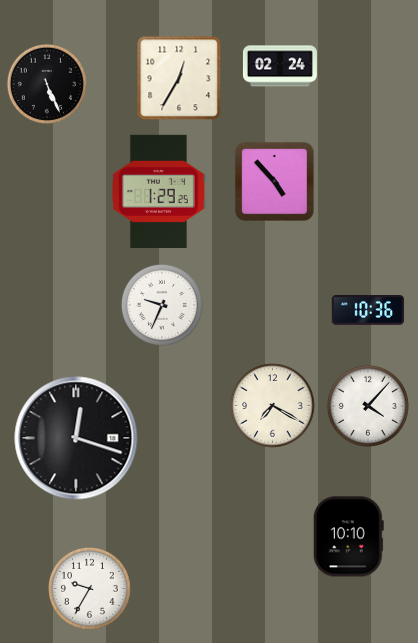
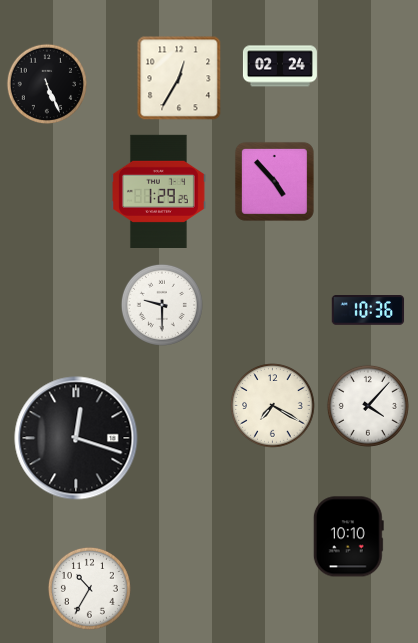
clock at (162, 305): 9:34 -> 9:30
clock at (89, 588): 9:35 -> 10:35
